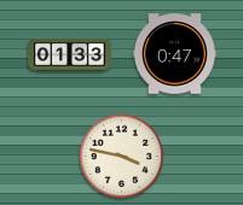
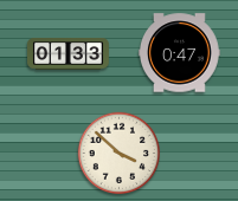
clock at (175, 54) position: (175, 54) -> (180, 53)
clock at (121, 156): 3:47 -> 3:52
